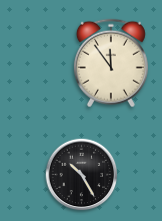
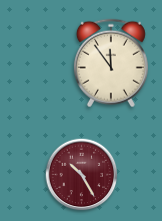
clock at (82, 175) dial: black -> burgundy
